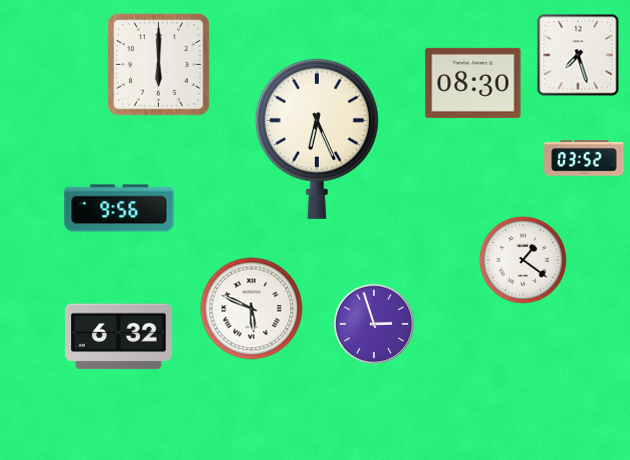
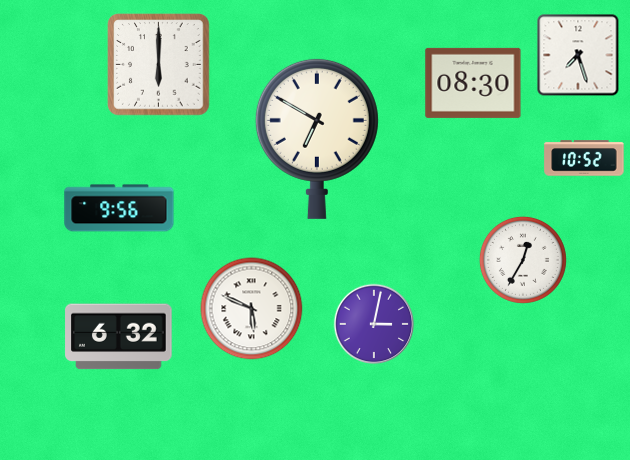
clock at (317, 138): 6:26 -> 6:50
clock at (584, 158): 03:52 -> 10:52
clock at (523, 260): 1:21 -> 12:35
clock at (374, 324): 2:57 -> 3:02
